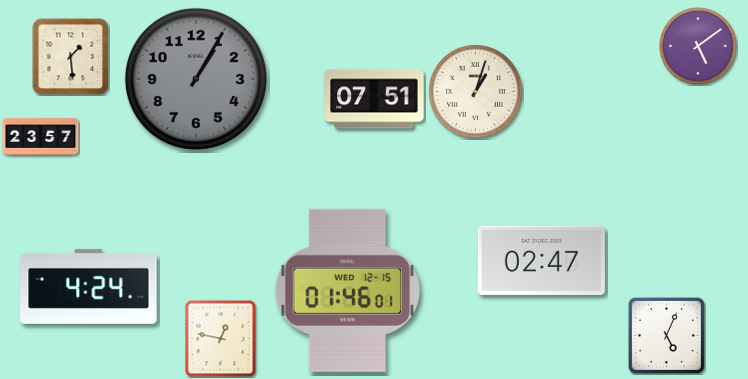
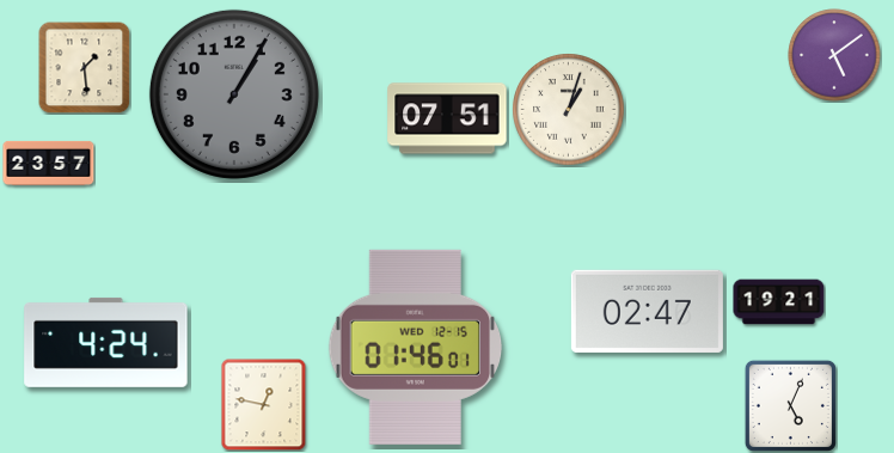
clock at (779, 302): none -> 19:21
clock at (666, 335) position: (666, 335) -> (790, 405)
